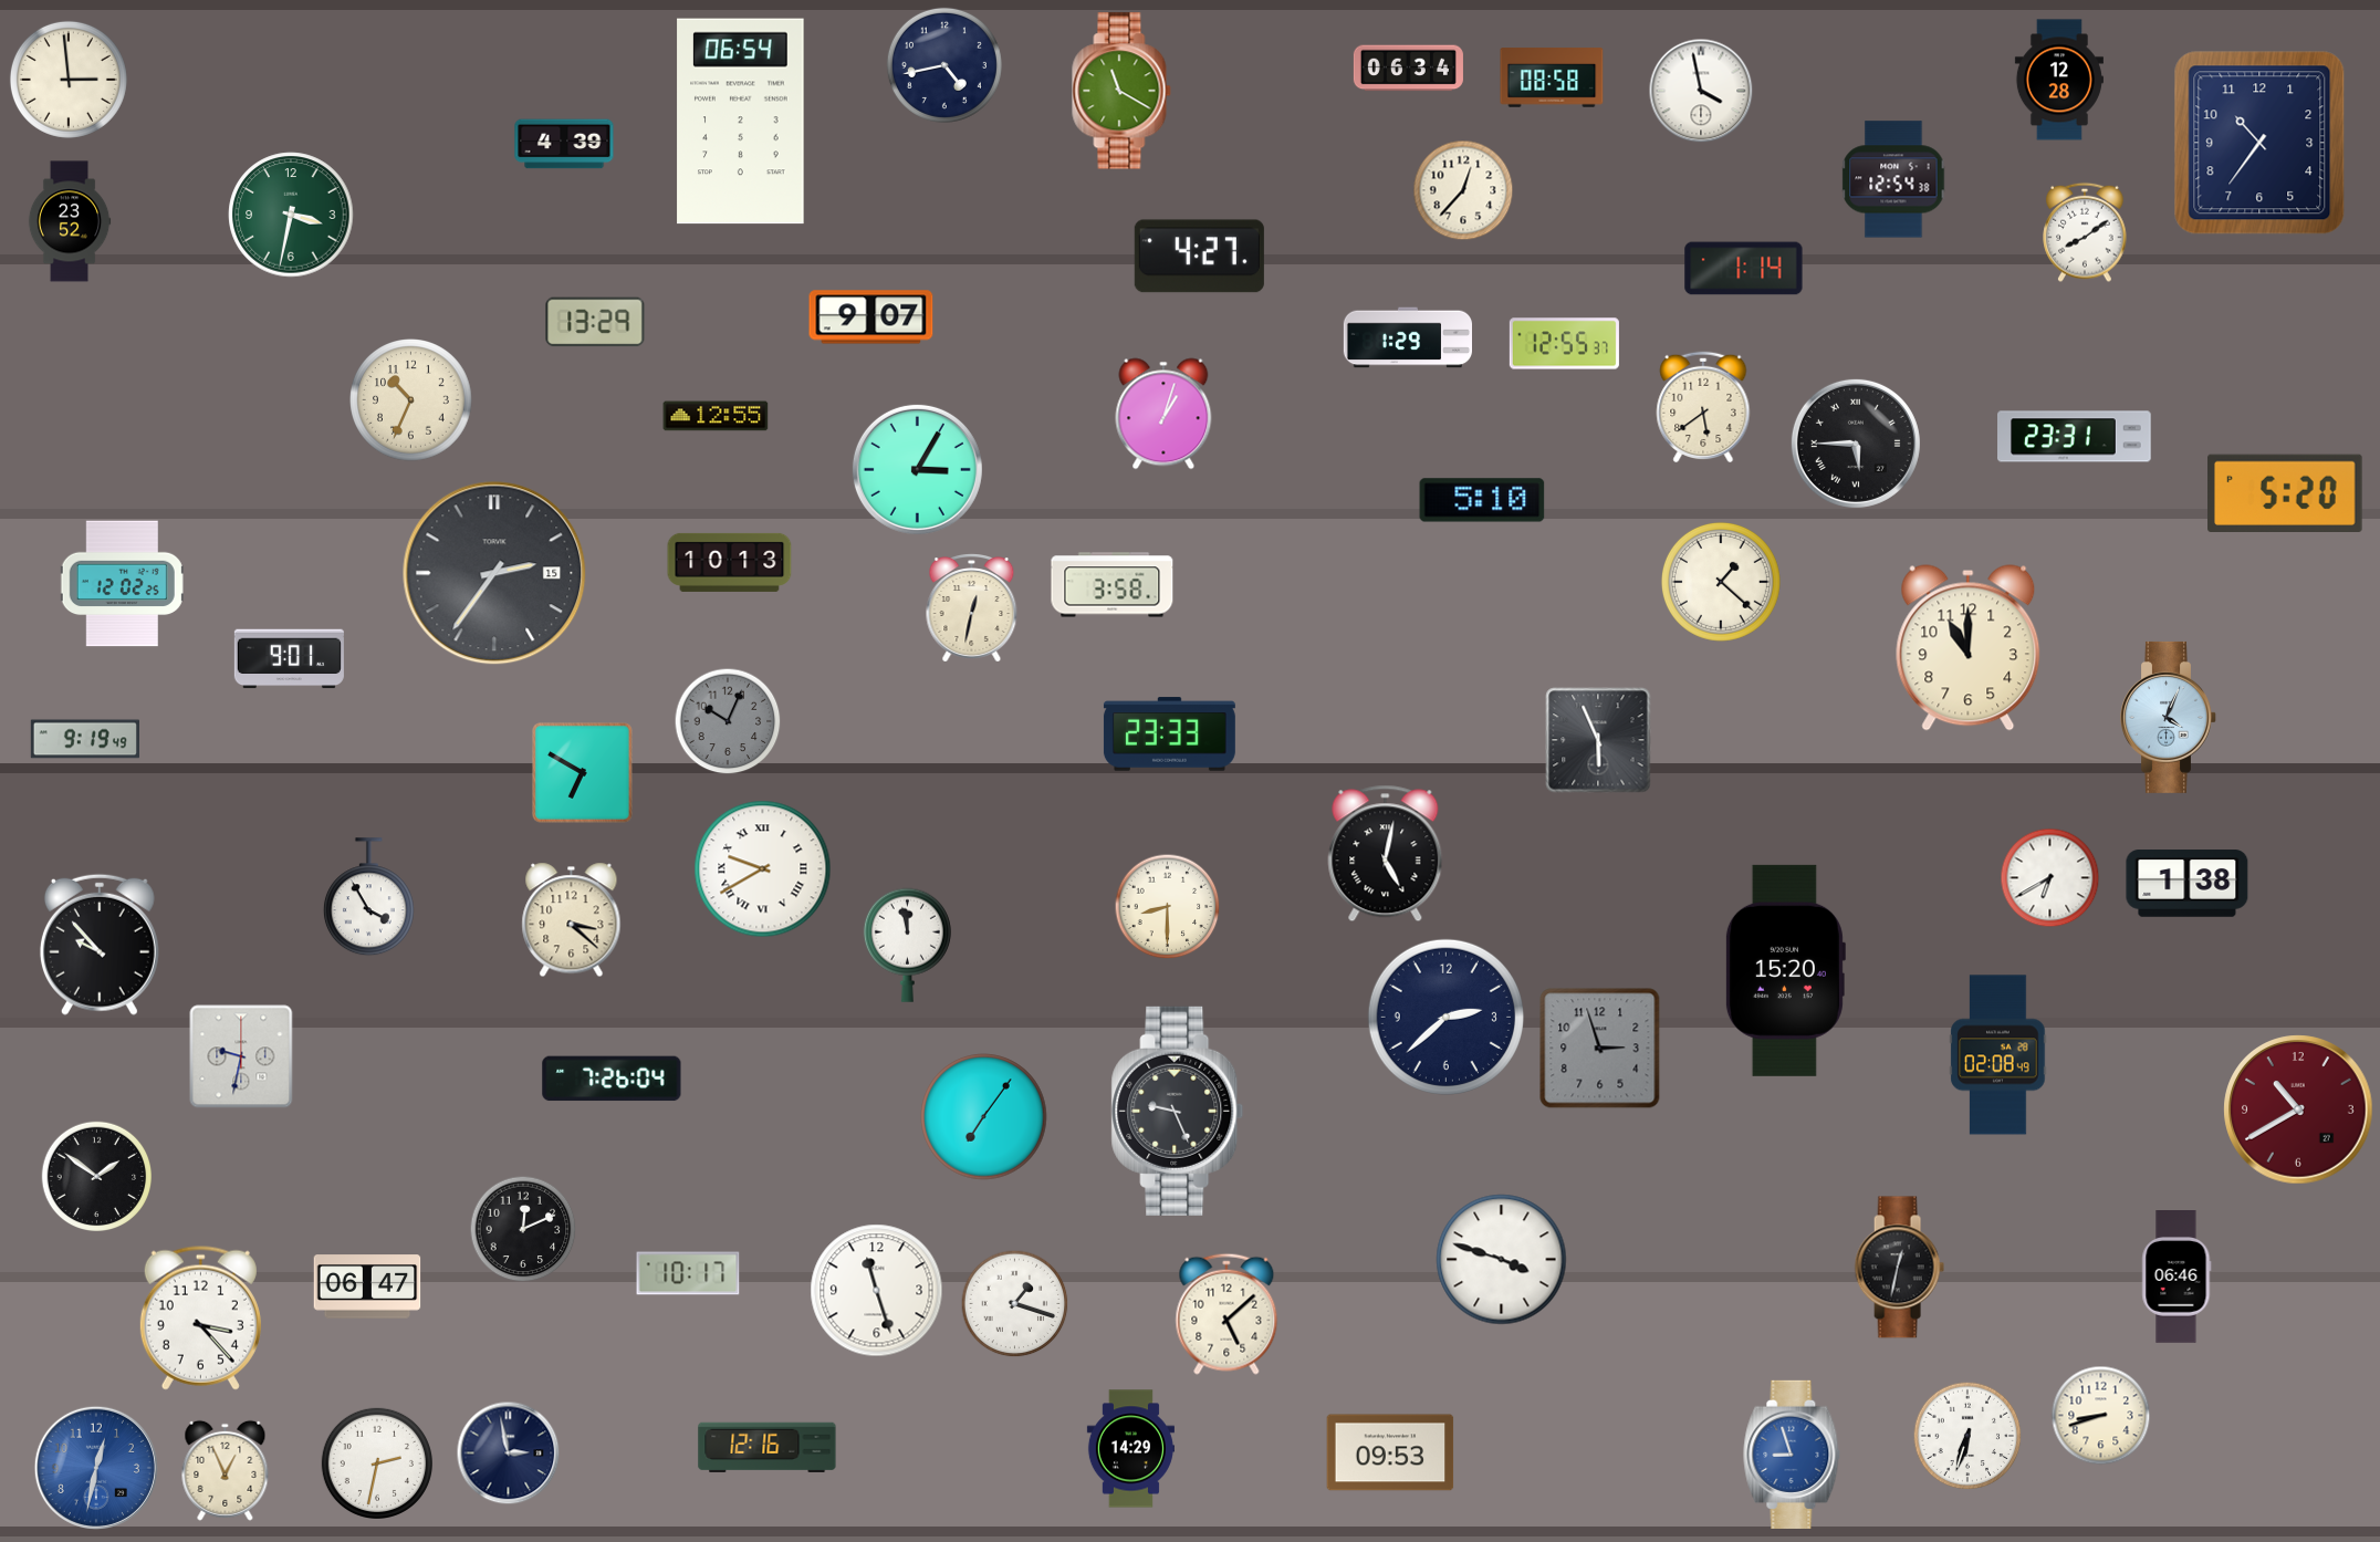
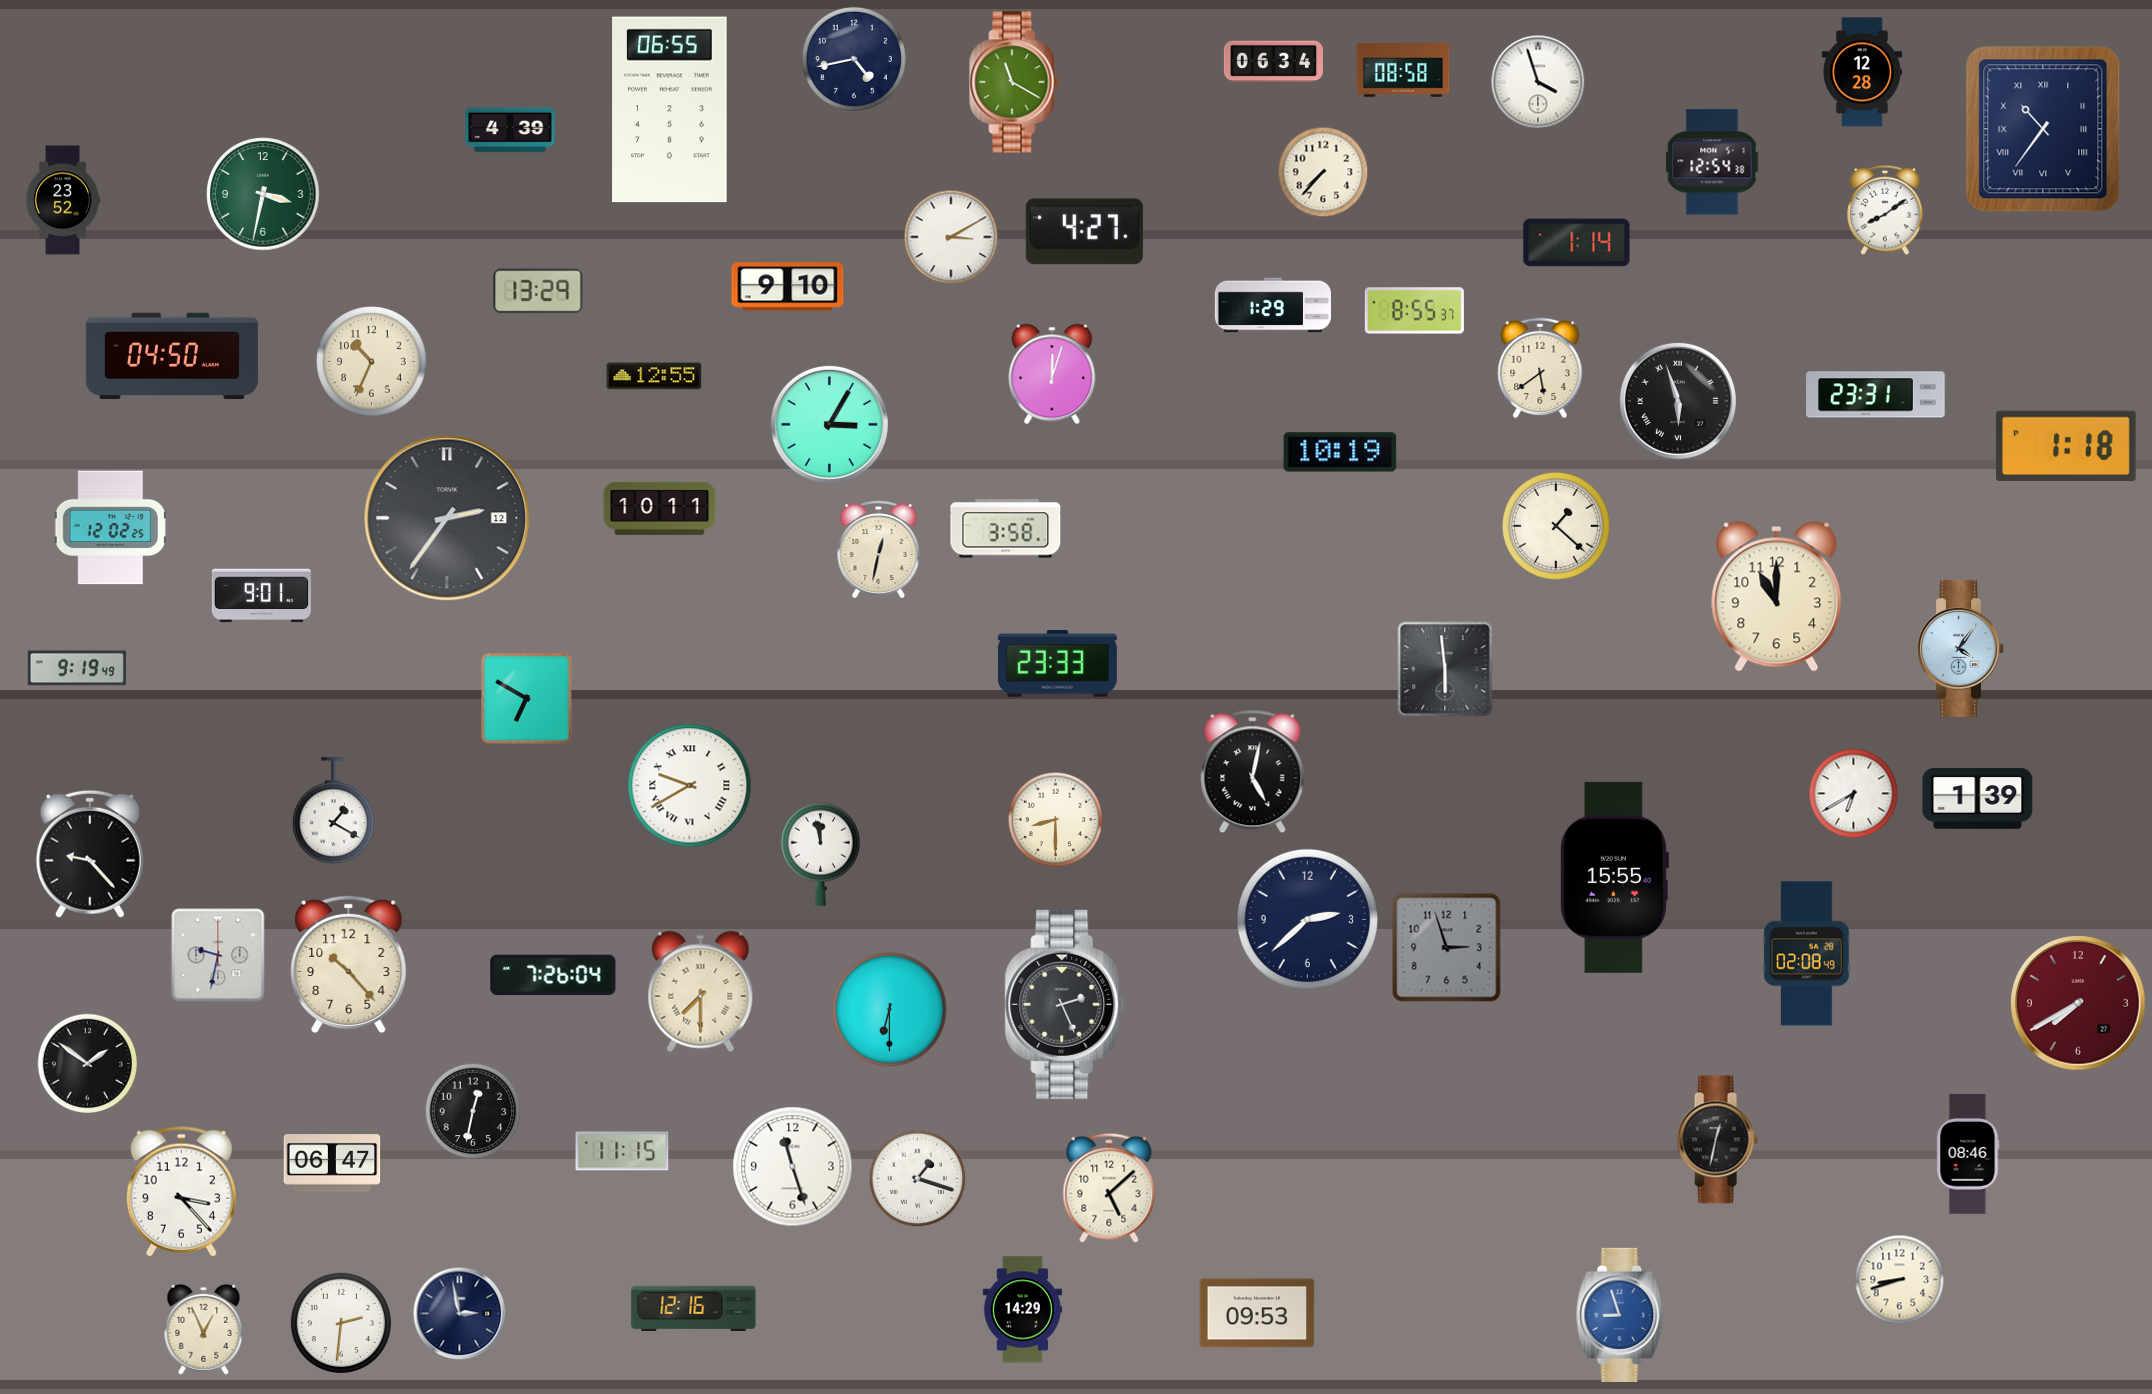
clock at (69, 80): 2:59 -> none
clock at (1701, 91): 3:58 -> 3:57
clock at (741, 122): 06:54 -> 06:55
clock at (2259, 143) numerals: Arabic -> Roman
clock at (1463, 190): 12:37 -> 7:37
clock at (951, 237): none -> 3:10
clock at (871, 317): 9:07 -> 9:10
clock at (1564, 344): 12:55 -> 8:55
clock at (172, 355): none -> 04:50
clock at (1163, 414): 1:03 -> 12:03
clock at (716, 416) position: (716, 416) -> (654, 376)
clock at (1856, 444): 5:45 -> 5:57
clock at (2285, 492): 5:20 -> 1:18
clock at (1482, 500): 5:10 -> 10:19
clock at (730, 562): 10:13 -> 10:11
clock at (494, 573) date: 15 -> 12
clock at (1969, 648) position: (1969, 648) -> (1777, 597)
clock at (2169, 717): 4:04 -> 4:06
clock at (728, 721): 10:04 -> none
clock at (1598, 740): 5:56 -> 5:59
clock at (2188, 884): 1:38 -> 1:39
clock at (368, 897): 3:55 -> 1:20
clock at (572, 920): 3:22 -> none
clock at (100, 945): 9:53 -> 9:23
clock at (1785, 970): 15:20 -> 15:55
clock at (349, 965): none -> 10:23
clock at (701, 992): none -> 7:30
clock at (2298, 1109): 10:40 -> 7:40
clock at (1178, 1111): 9:26 -> 2:26
clock at (984, 1117): 7:06 -> 6:30
clock at (523, 1229): 12:11 -> 12:32
clock at (1502, 1260): 3:48 -> none
clock at (1899, 1268) position: (1899, 1268) -> (1717, 1140)
clock at (688, 1273): 10:17 -> 11:15
clock at (2177, 1278): 06:46 -> 08:46
clock at (1967, 1436): 6:33 -> none
clock at (376, 1462): 2:32 -> 2:31
clock at (96, 1468): 12:32 -> none
